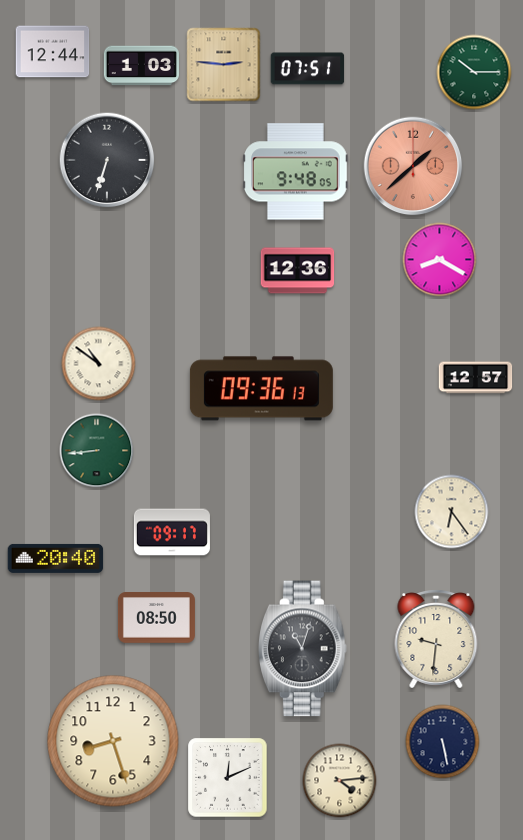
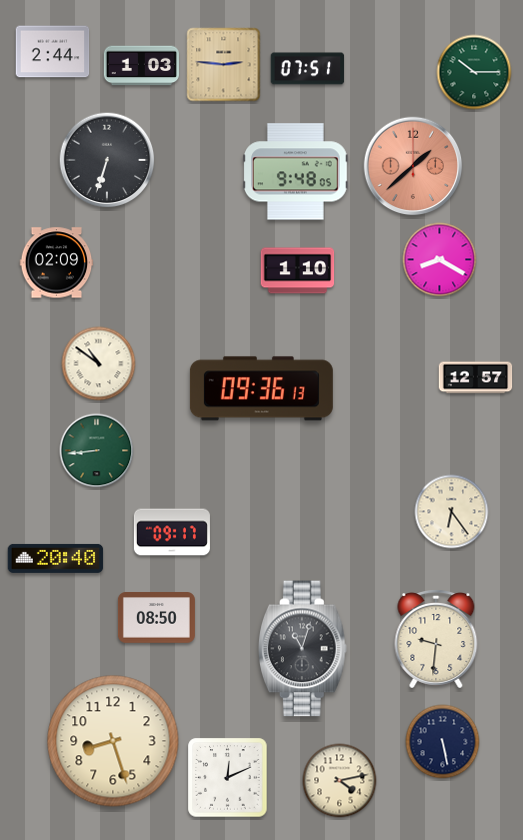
clock at (53, 52): 12:44 -> 2:44
clock at (57, 263): none -> 02:09
clock at (298, 271): 12:36 -> 1:10
clock at (340, 781): 4:14 -> 4:13
